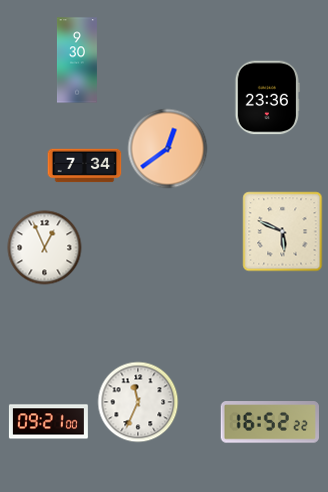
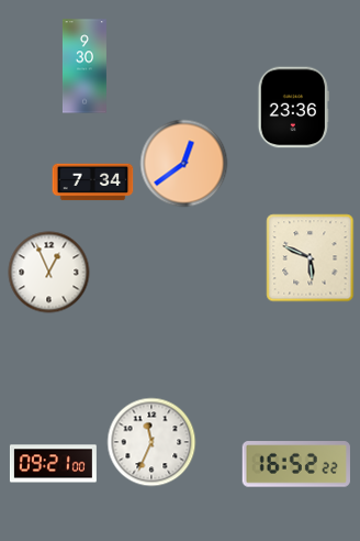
clock at (283, 232) position: (283, 232) -> (311, 258)
